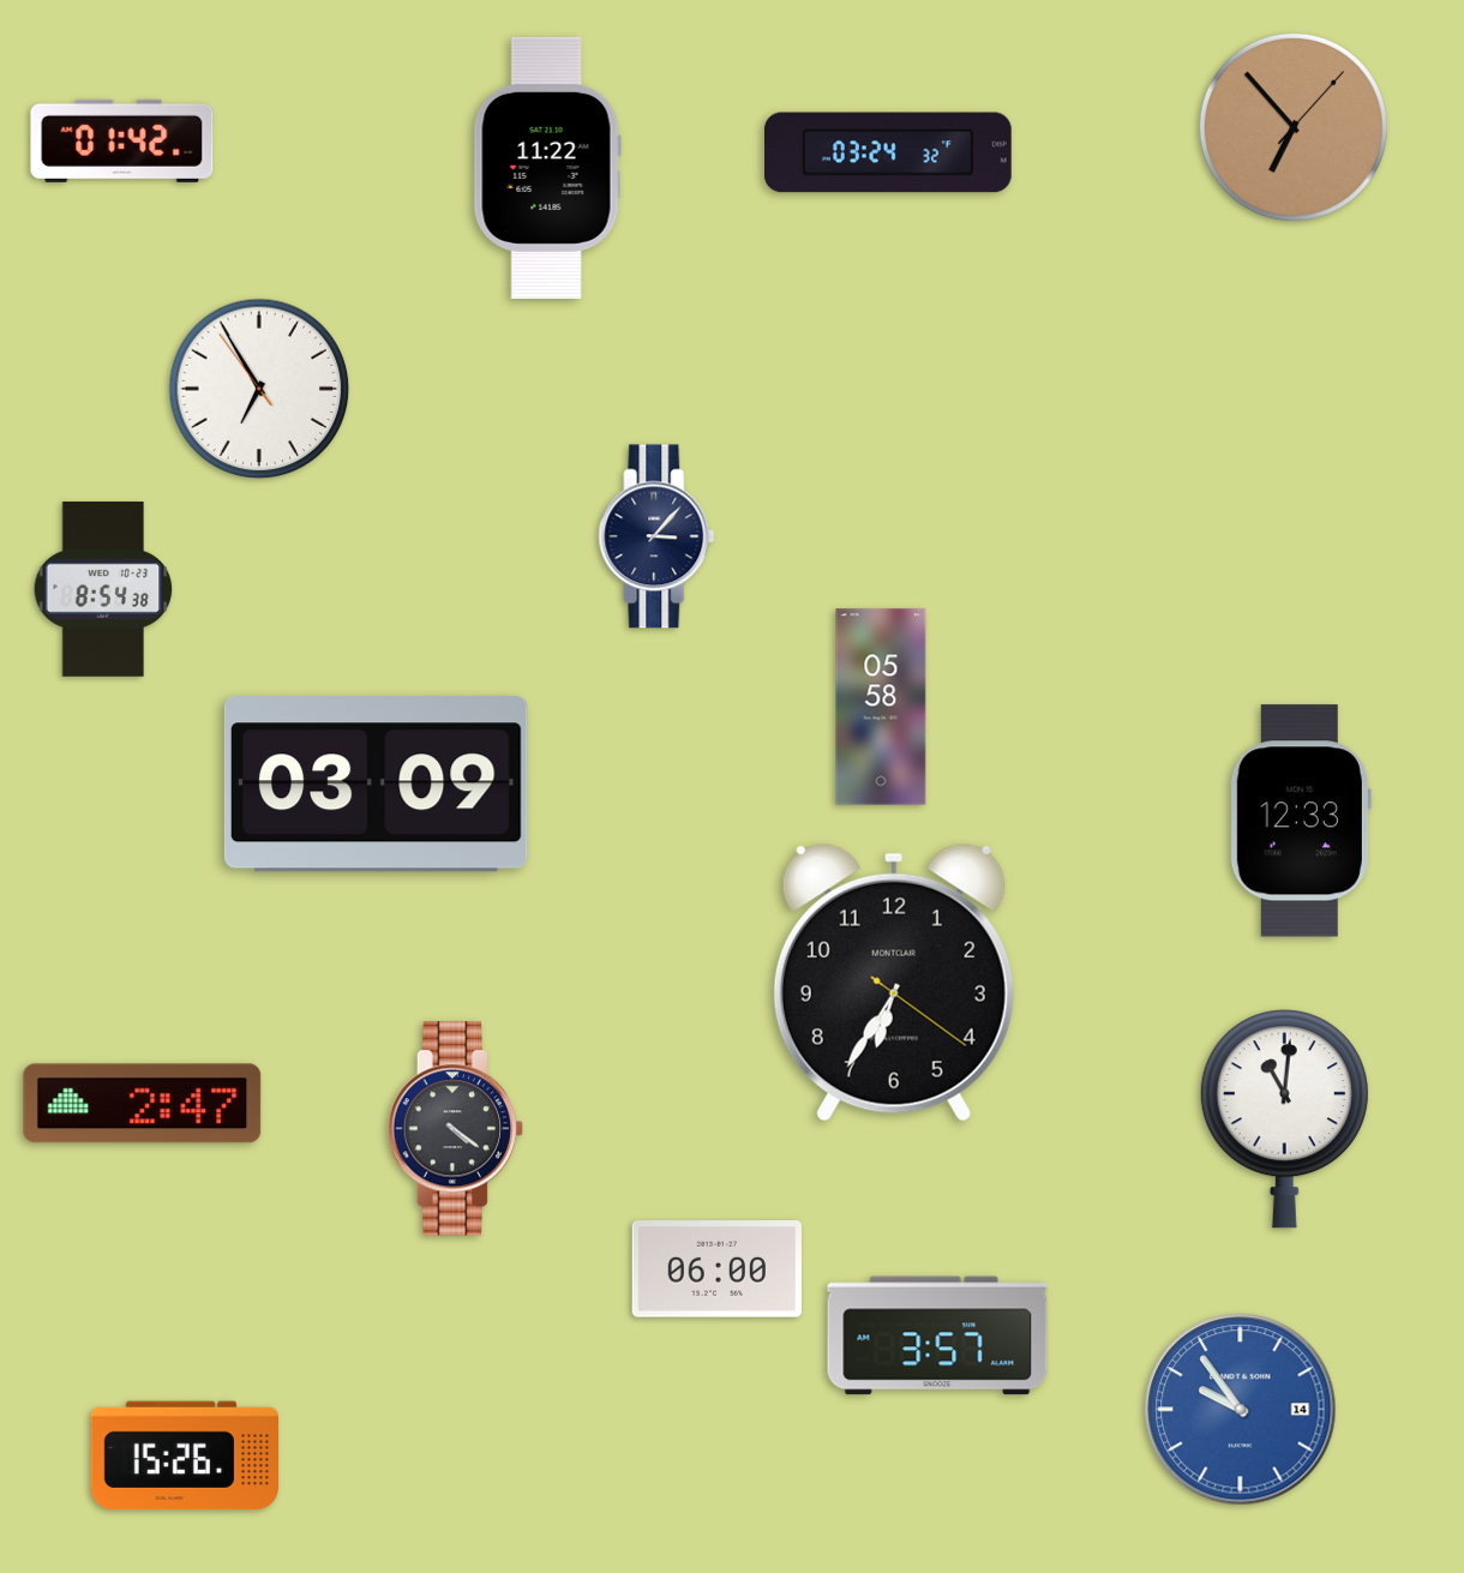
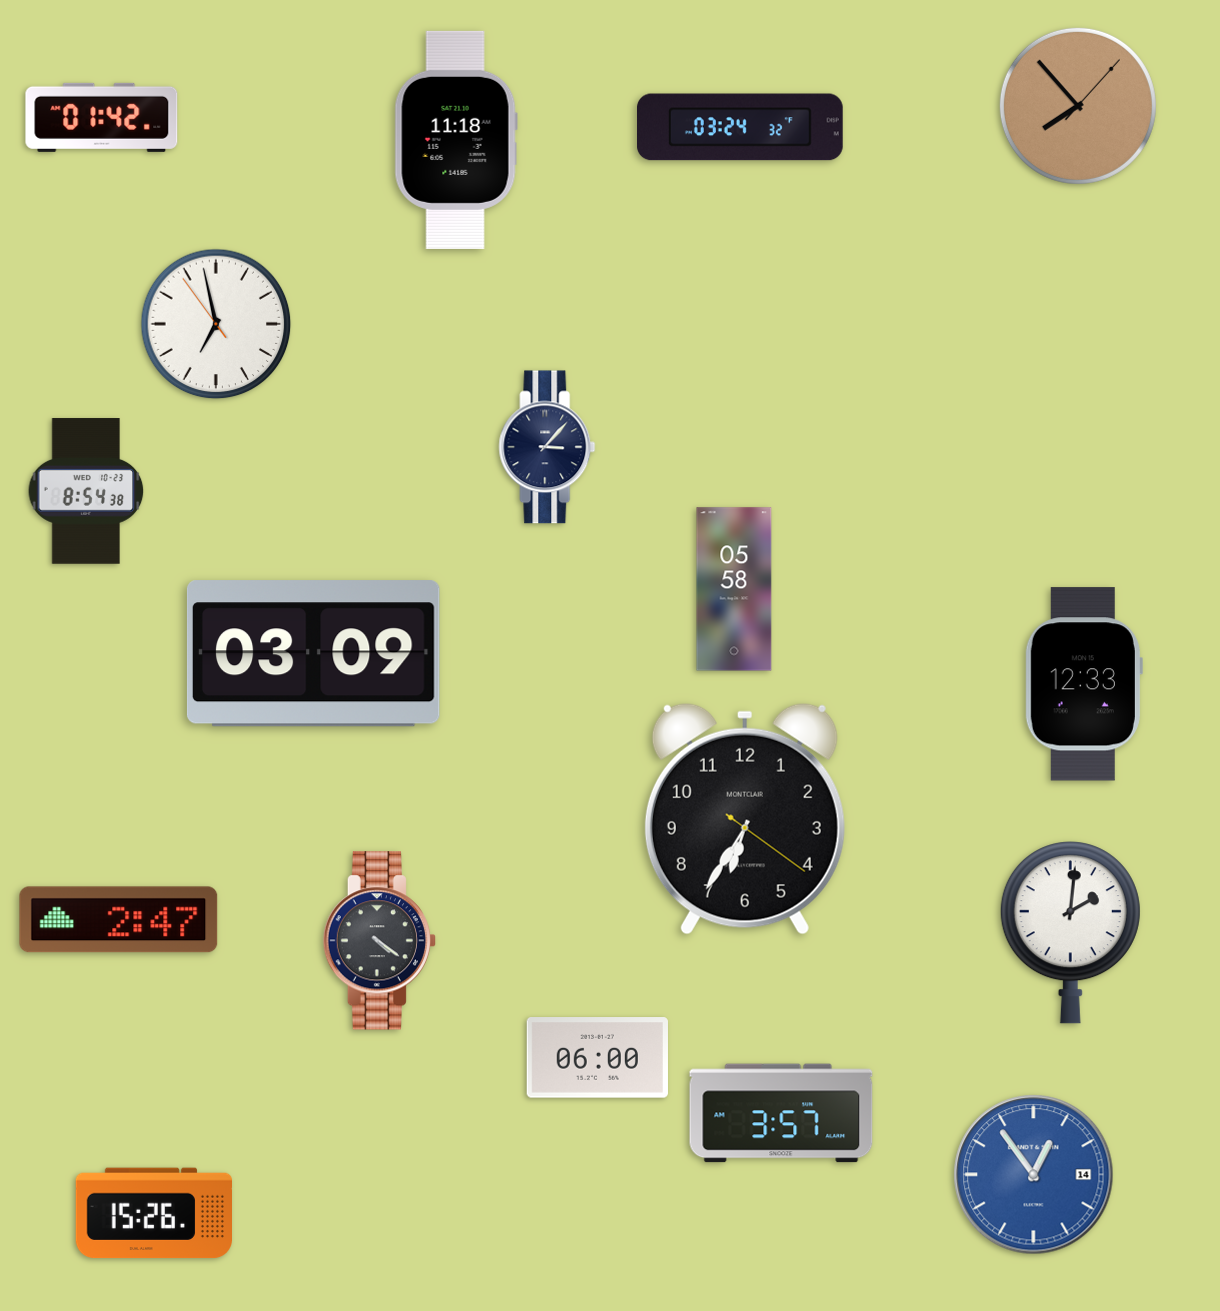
clock at (1294, 127): 6:53 -> 7:53
clock at (547, 168): 11:22 -> 11:18
clock at (259, 389): 6:54 -> 6:57
clock at (1284, 1119): 11:01 -> 2:01
clock at (1241, 1410): 9:54 -> 12:54
